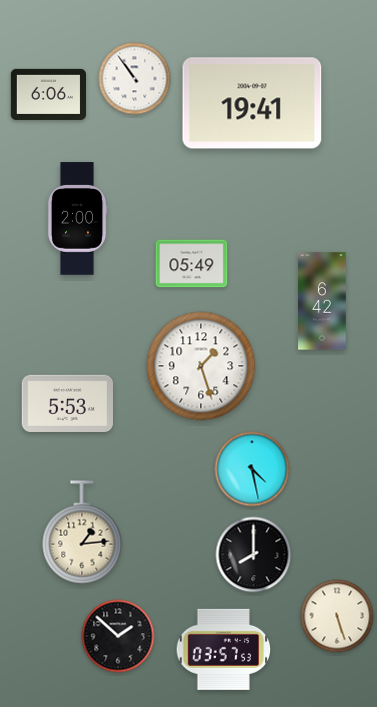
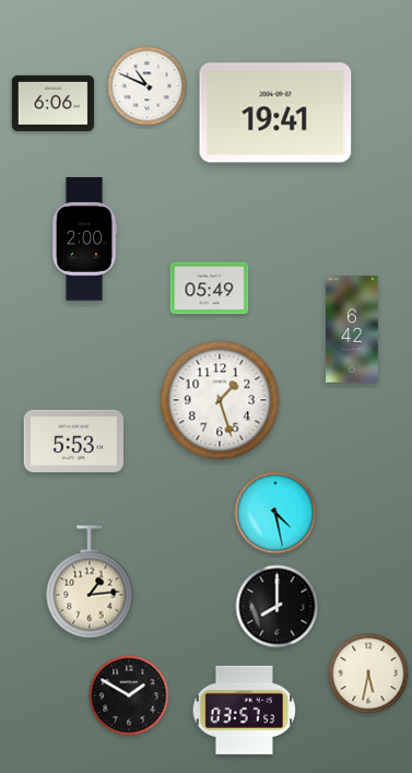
clock at (135, 79): 10:54 -> 10:49
clock at (337, 616): 5:27 -> 5:32
clock at (118, 636): 1:52 -> 1:50
